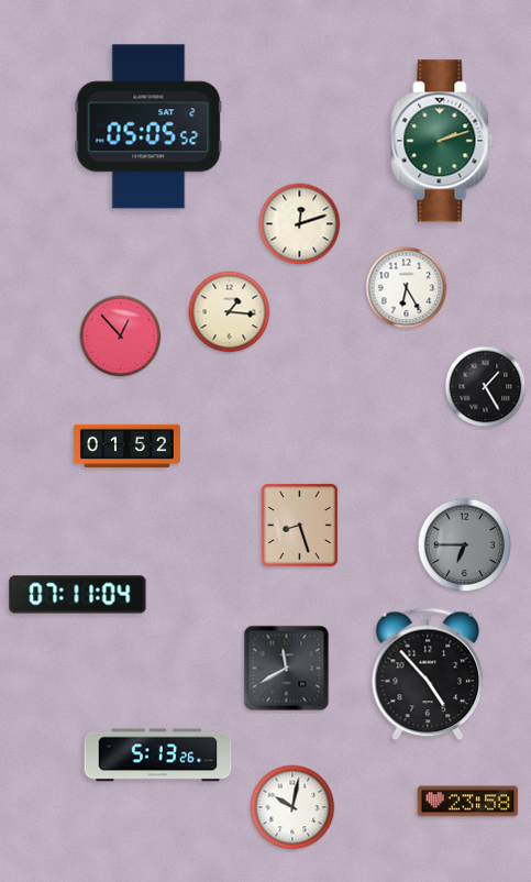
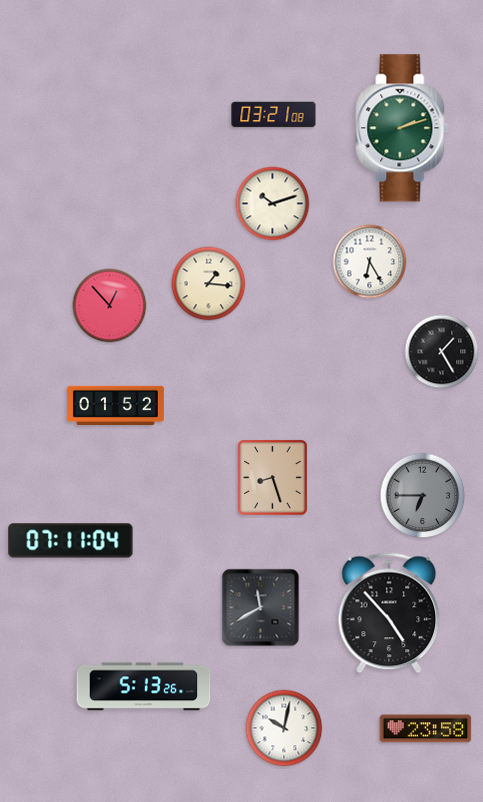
clock at (148, 126): 05:05 -> none
clock at (274, 115): none -> 03:21
clock at (300, 224): 12:12 -> 10:12
clock at (292, 807) position: (292, 807) -> (284, 728)
